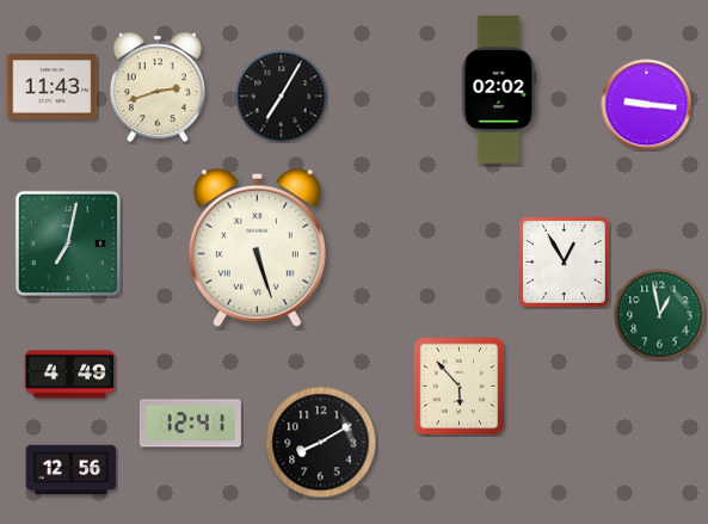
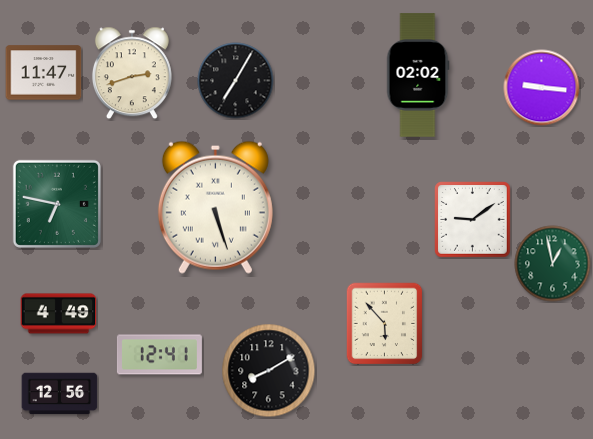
clock at (53, 87): 11:43 -> 11:47
clock at (68, 243): 7:02 -> 6:47
clock at (565, 263): 12:55 -> 9:09
